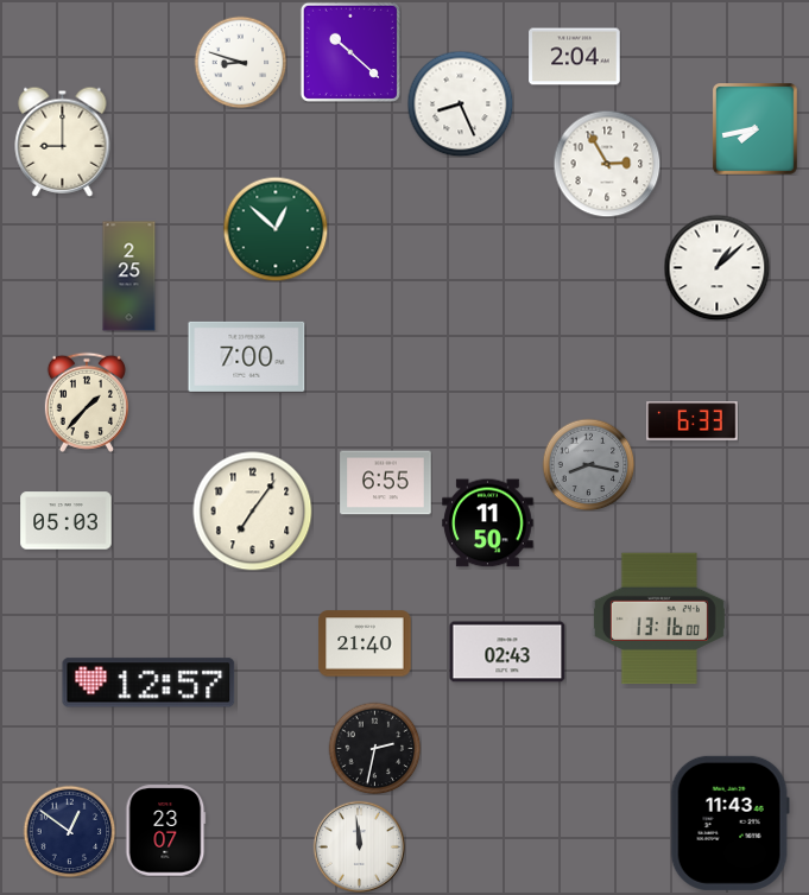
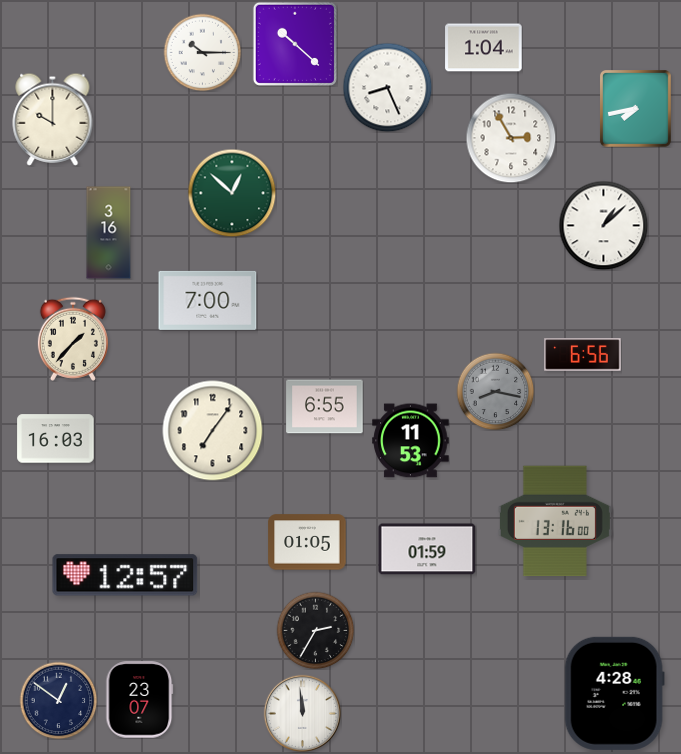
clock at (575, 57): 2:04 -> 1:04
clock at (240, 62): 8:48 -> 10:15
clock at (63, 141): 9:00 -> 10:00
clock at (129, 277): 2:25 -> 3:16
clock at (693, 421): 6:33 -> 6:56
clock at (67, 521): 05:03 -> 16:03
clock at (488, 523): 11:50 -> 11:53
clock at (365, 643): 21:40 -> 01:05
clock at (507, 652): 02:43 -> 01:59
clock at (374, 748): 2:32 -> 2:35
clock at (729, 823): 11:43 -> 4:28
